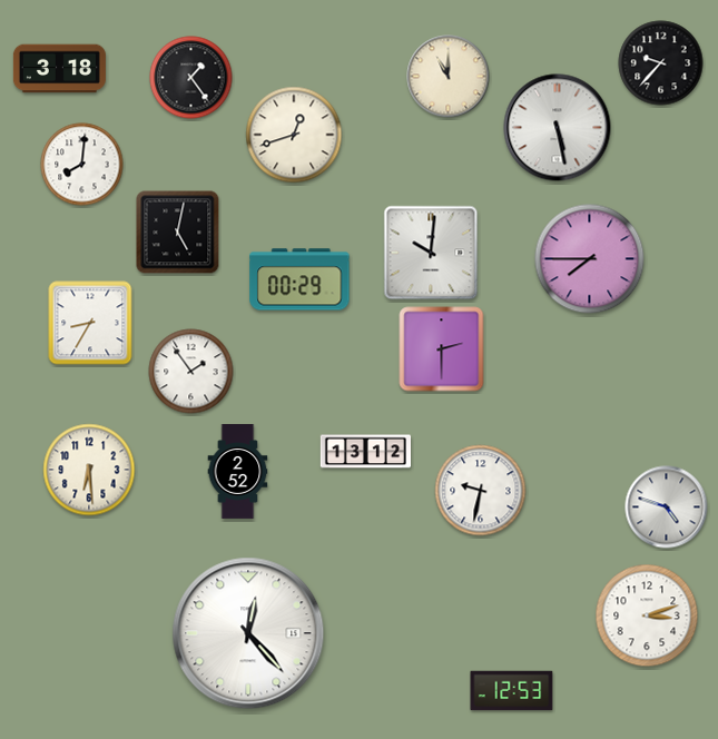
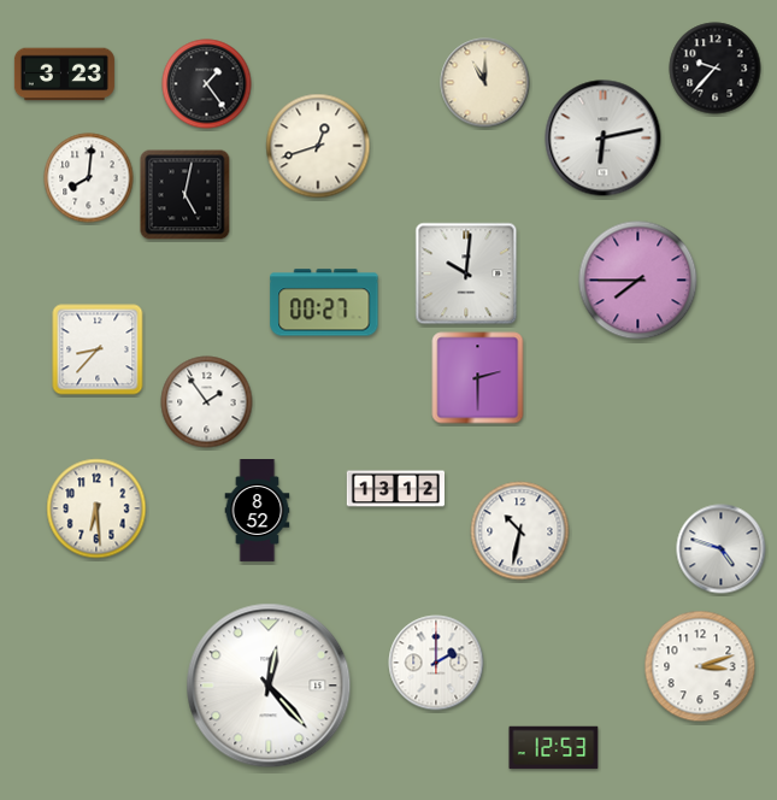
clock at (59, 69): 3:18 -> 3:23
clock at (558, 128): 5:28 -> 6:13
clock at (178, 233) position: (178, 233) -> (186, 195)
clock at (299, 279): 00:29 -> 00:27
clock at (90, 323): 8:35 -> 8:37
clock at (238, 472): 2:52 -> 8:52
clock at (481, 491): 9:32 -> 10:32
clock at (436, 663): none -> 2:00
